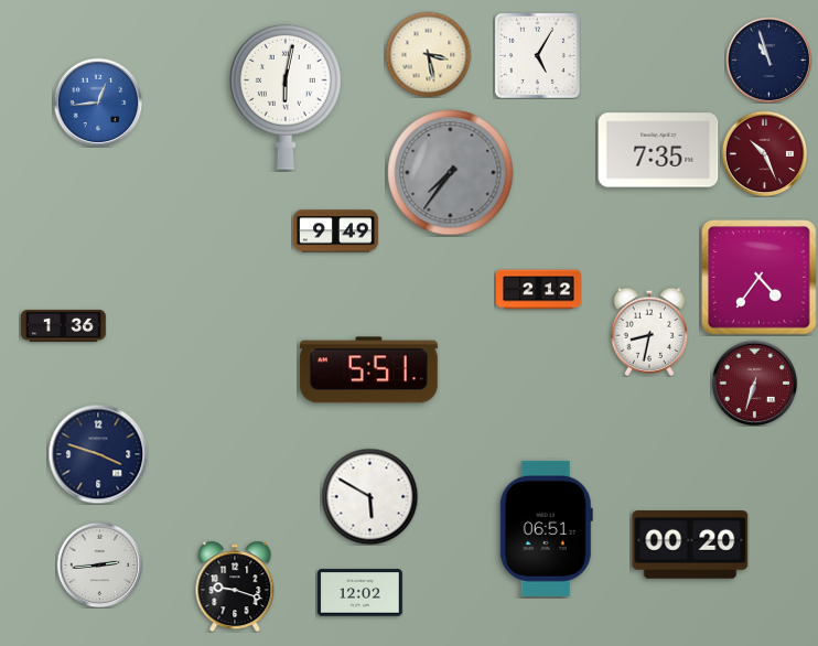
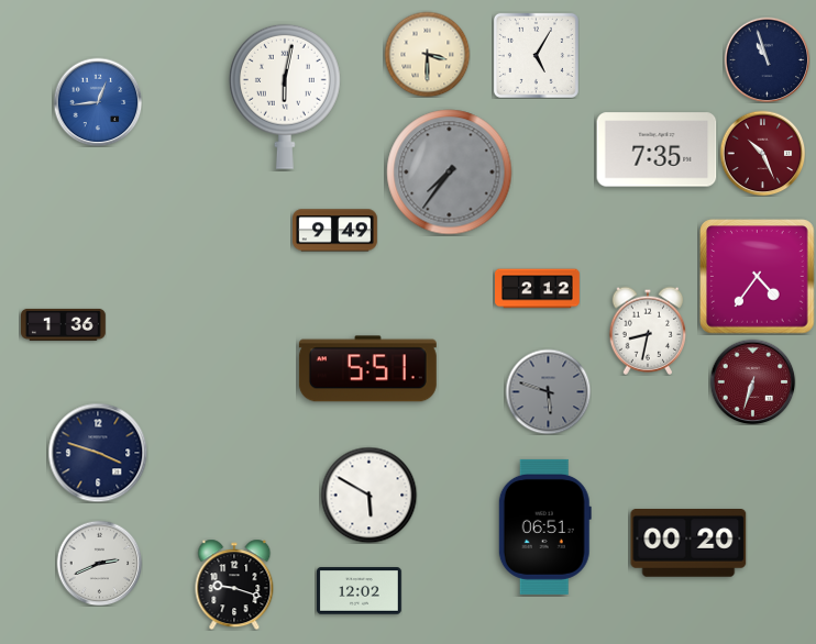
clock at (428, 54): 3:28 -> 3:30
clock at (548, 391): none -> 5:48
clock at (99, 564): 2:44 -> 2:41
